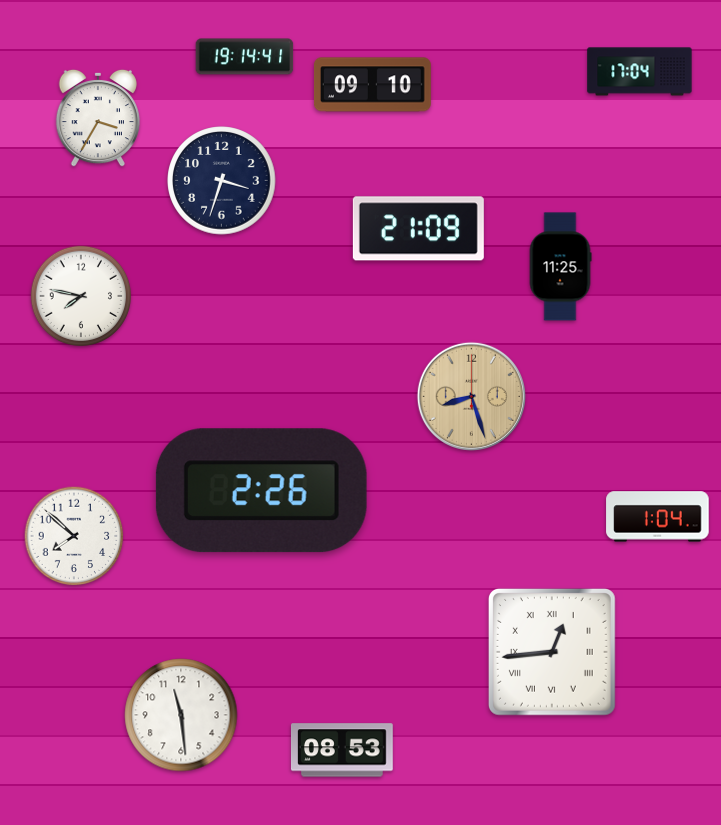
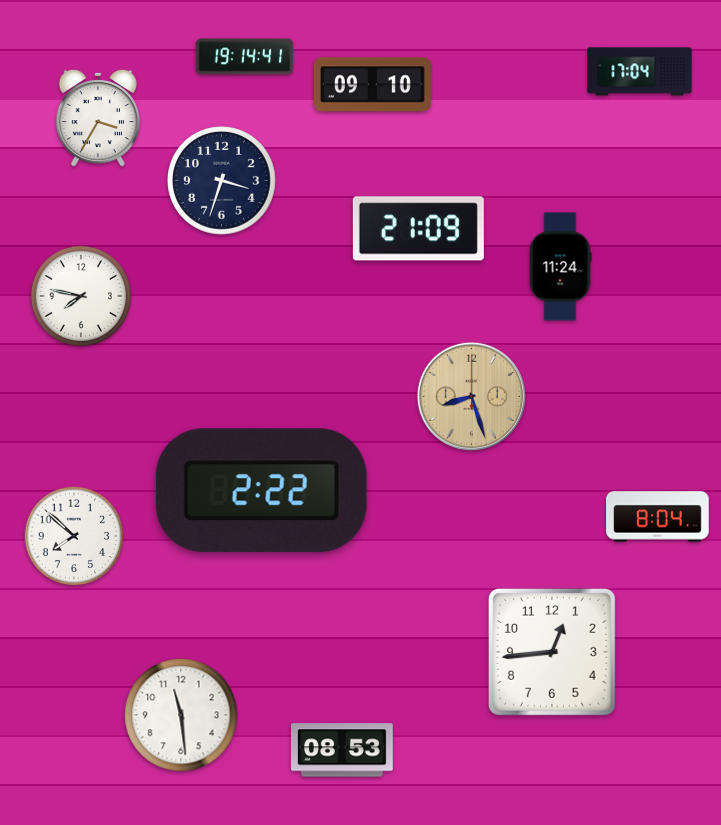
clock at (560, 267): 11:25 -> 11:24
clock at (261, 491): 2:26 -> 2:22
clock at (658, 517): 1:04 -> 8:04
clock at (552, 652) numerals: Roman -> Arabic
